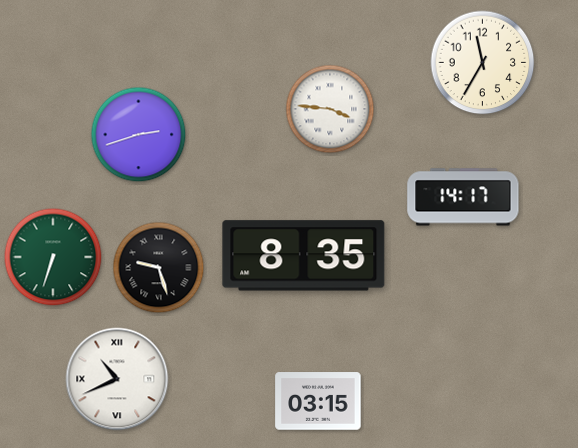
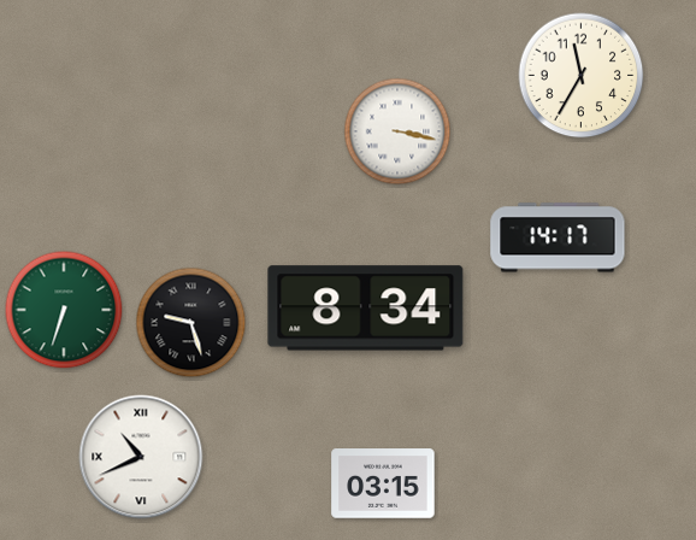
clock at (330, 109): 3:46 -> 3:17
clock at (139, 135): 2:42 -> none
clock at (304, 256): 8:35 -> 8:34
